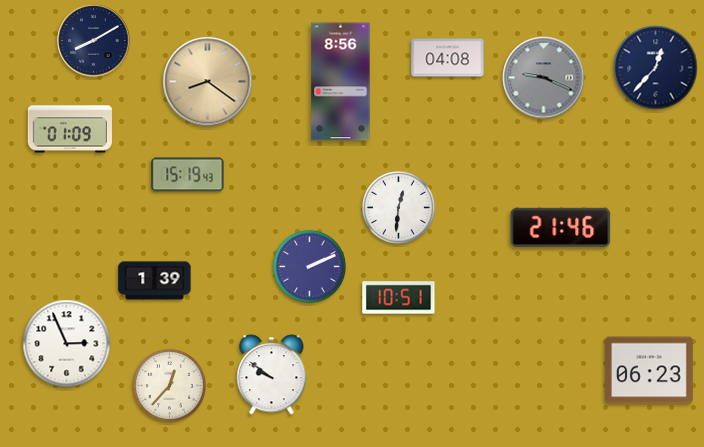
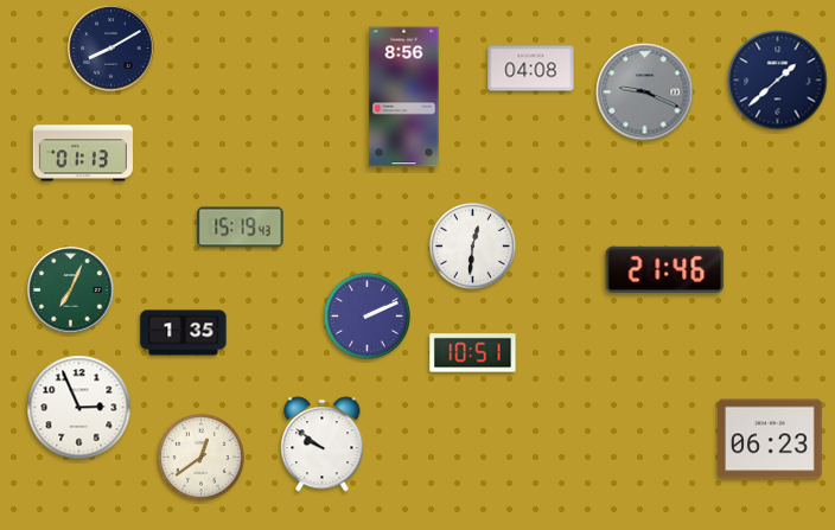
clock at (656, 68): 12:37 -> 1:38
clock at (208, 82): 8:21 -> none
clock at (70, 129): 01:09 -> 01:13
clock at (188, 175) position: (188, 175) -> (241, 228)
clock at (71, 290): none -> 7:04
clock at (155, 281): 1:39 -> 1:35
clock at (169, 385): 12:37 -> 12:39
